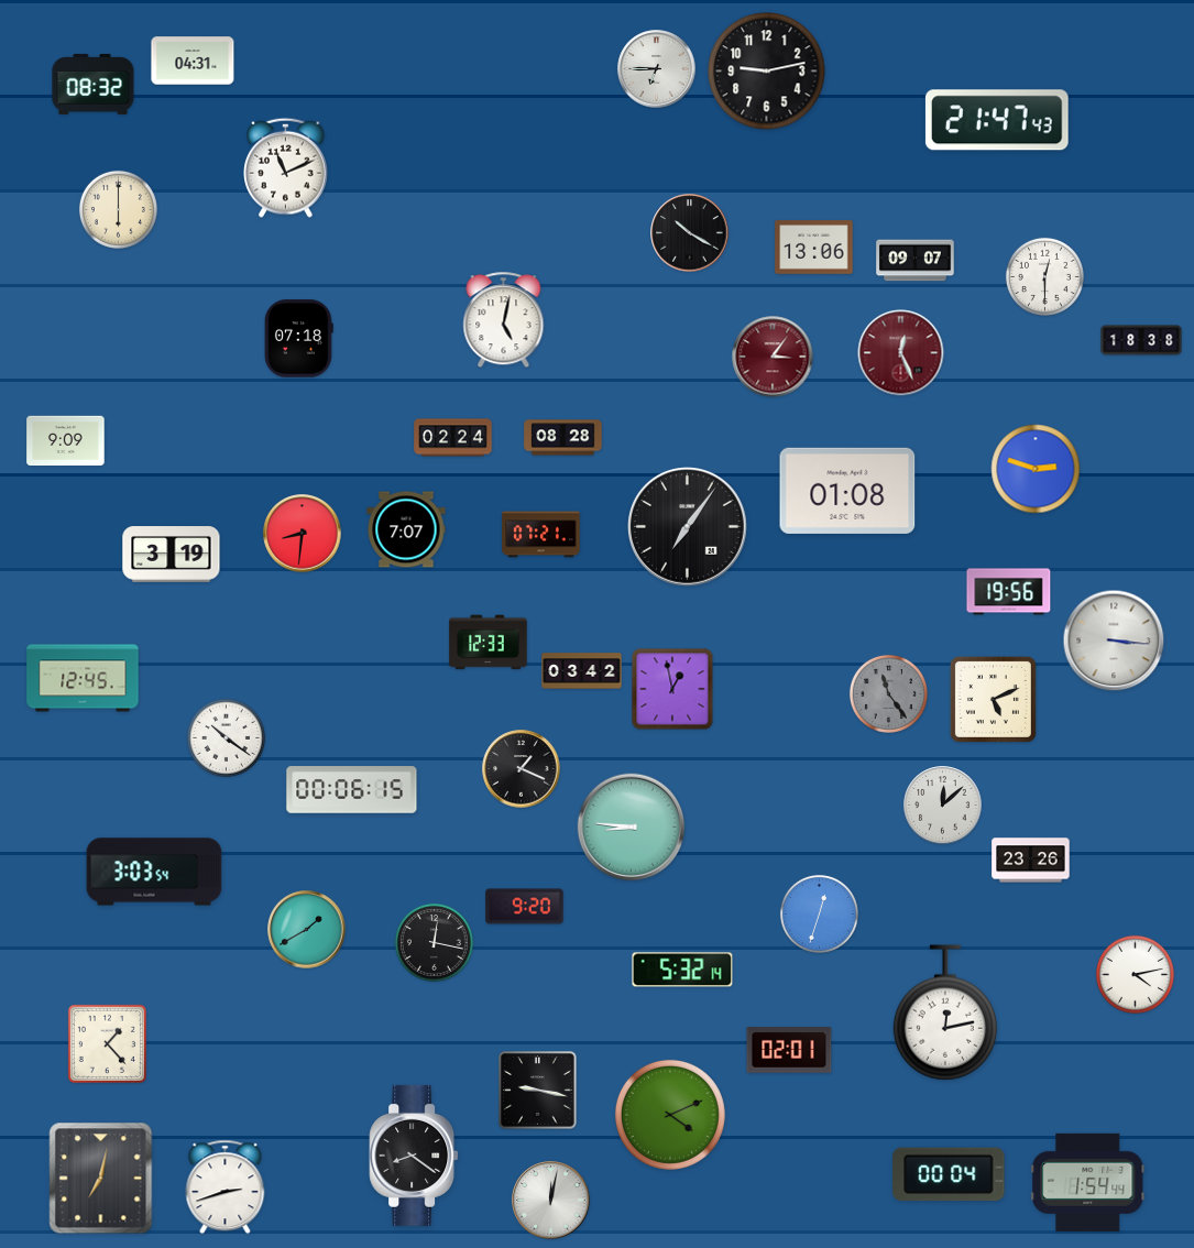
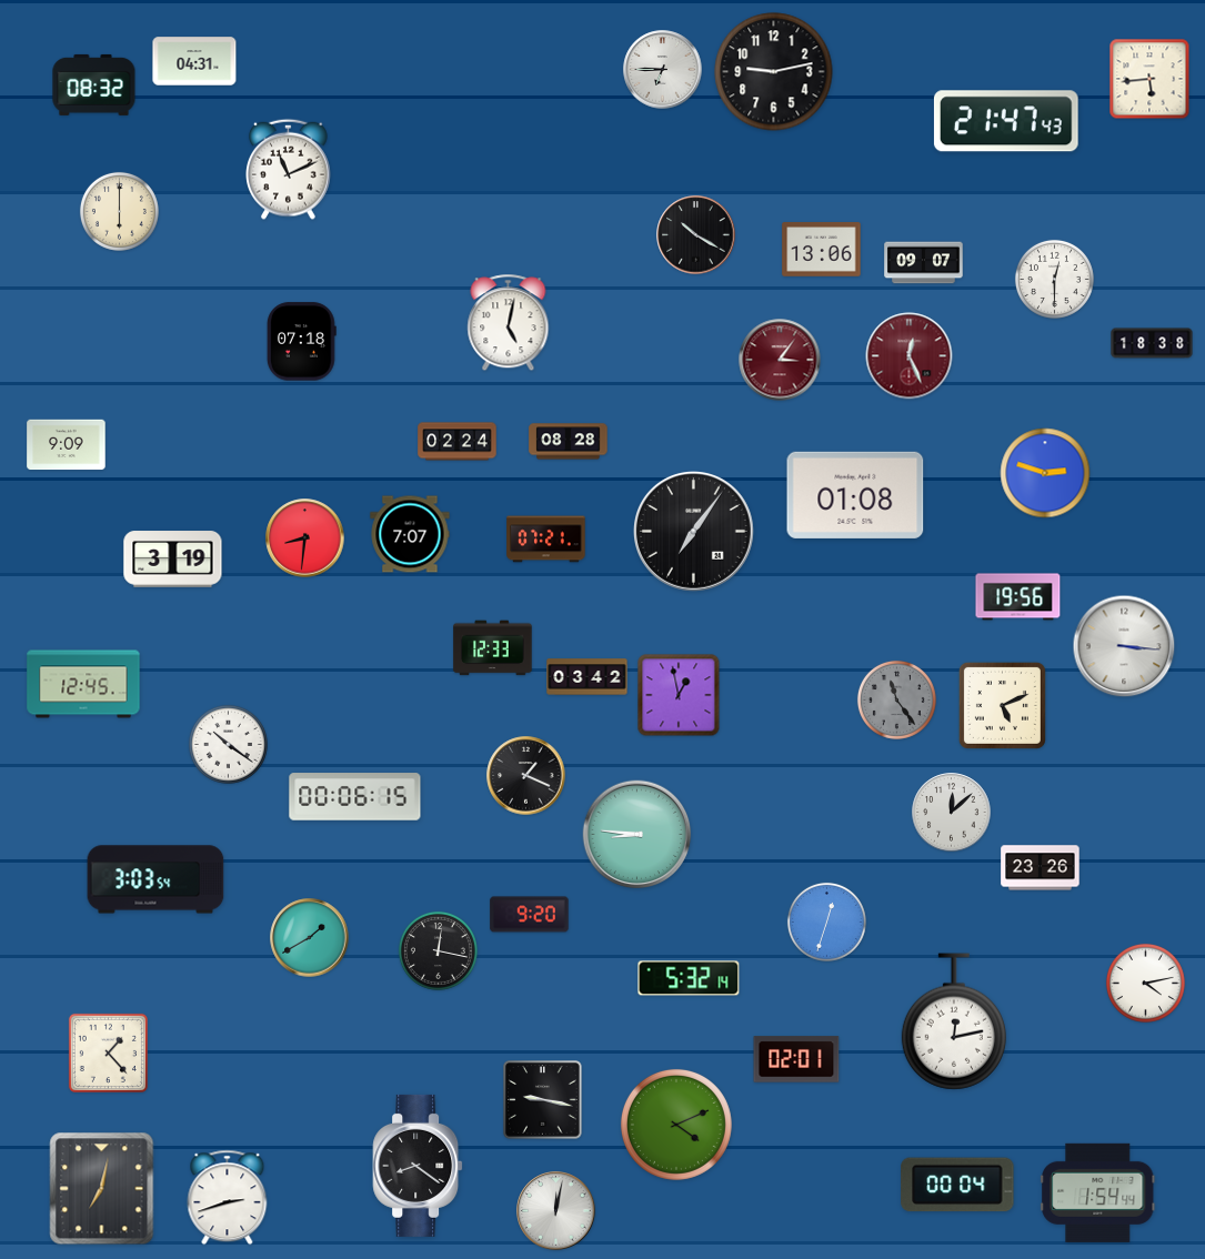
clock at (1149, 79): none -> 5:44
